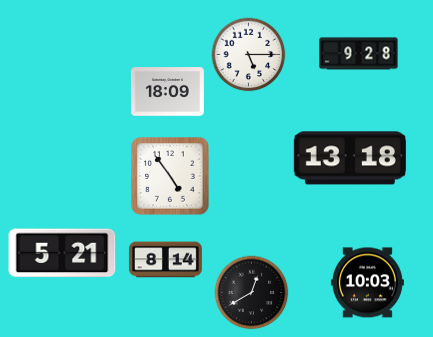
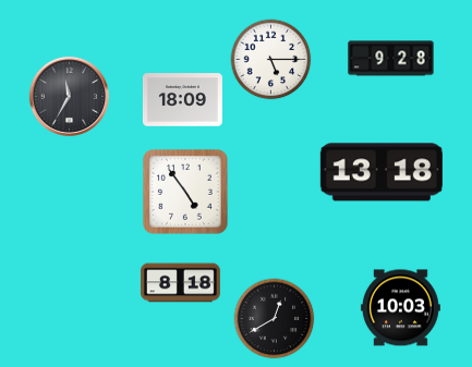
clock at (69, 96): none -> 11:35
clock at (62, 253): 5:21 -> none
clock at (165, 260): 8:14 -> 8:18
